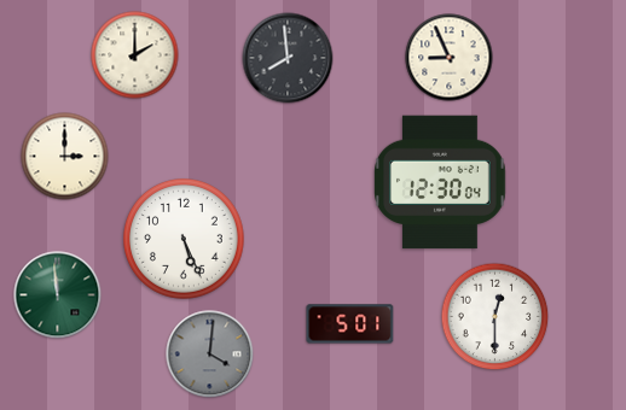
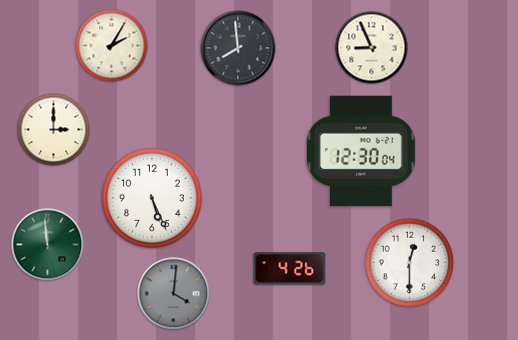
clock at (135, 55): 2:00 -> 2:05
clock at (440, 182) position: (440, 182) -> (361, 151)
clock at (350, 324): 5:01 -> 4:26
